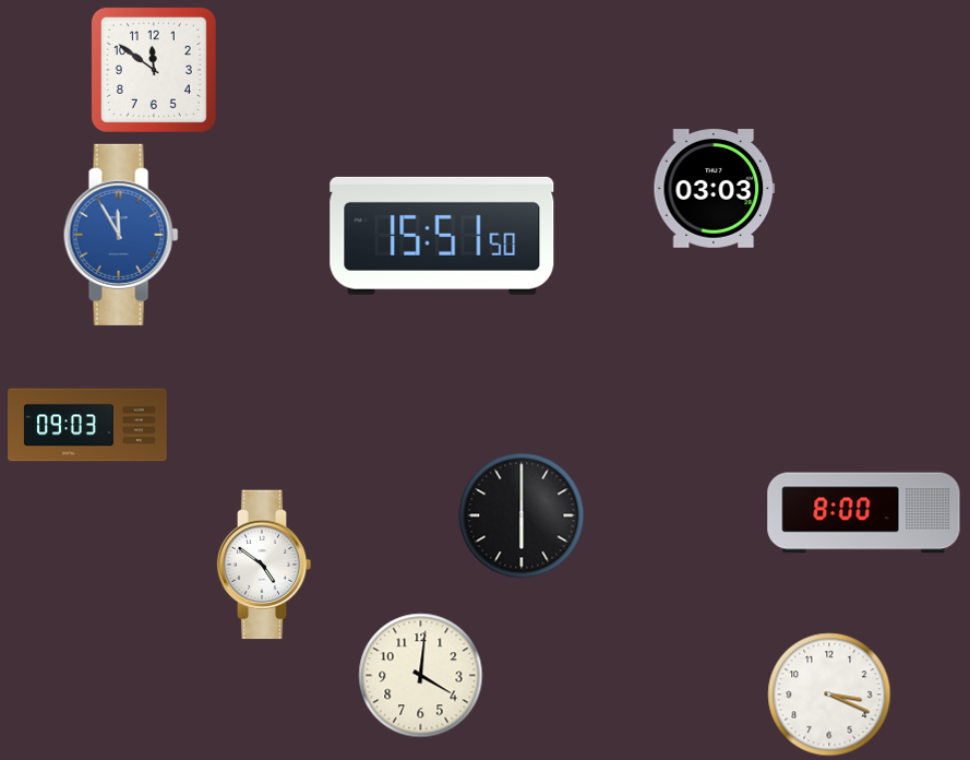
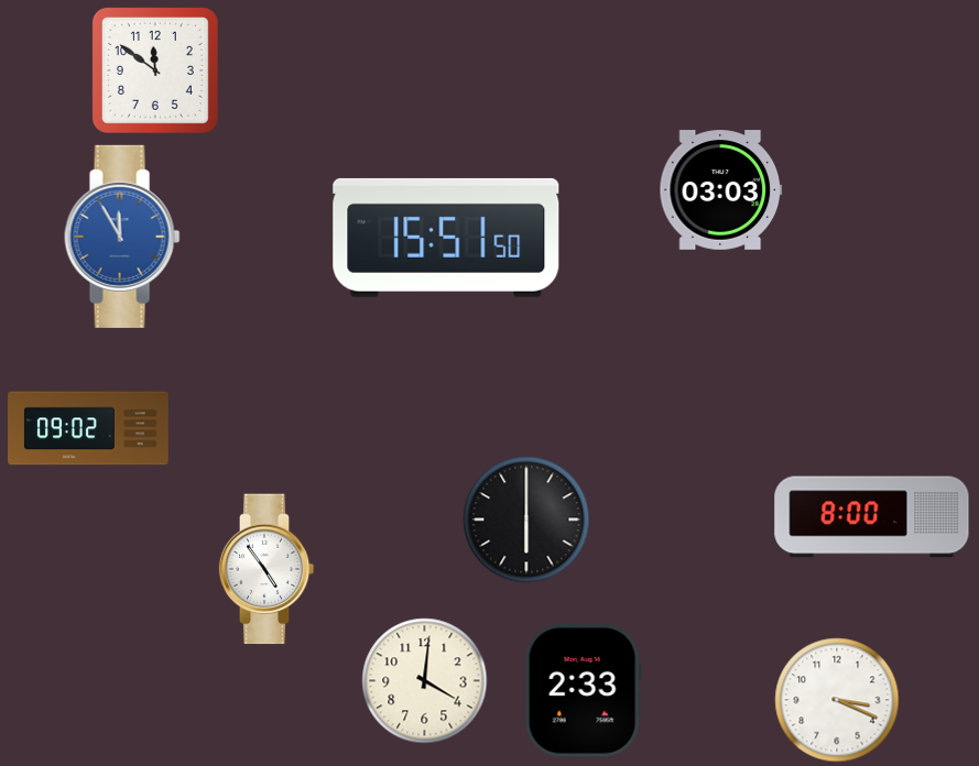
clock at (87, 425): 09:03 -> 09:02
clock at (264, 565): 4:51 -> 4:54
clock at (583, 691): none -> 2:33
